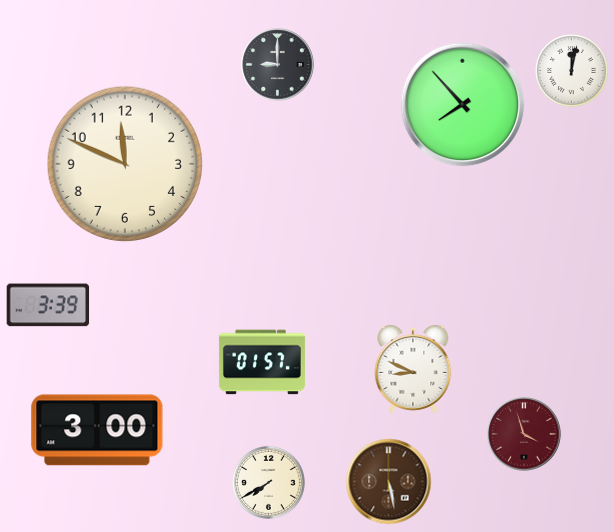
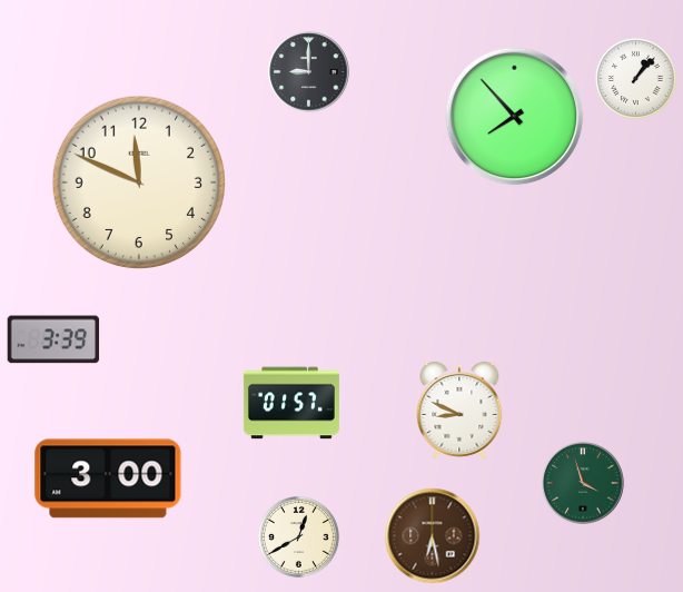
clock at (571, 70): 12:02 -> 1:07
clock at (524, 434) dial: burgundy -> green
clock at (268, 482): 7:40 -> 12:40
clock at (389, 482): 5:28 -> 6:28
